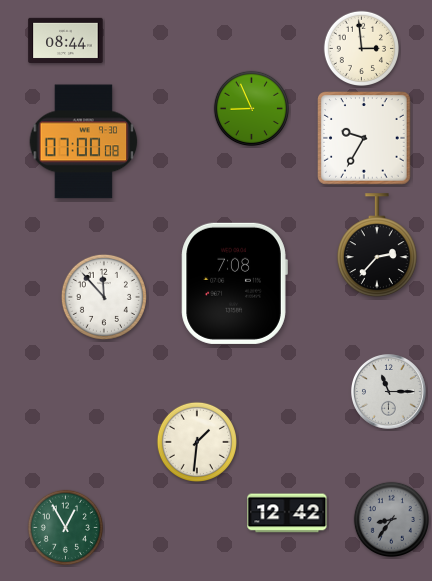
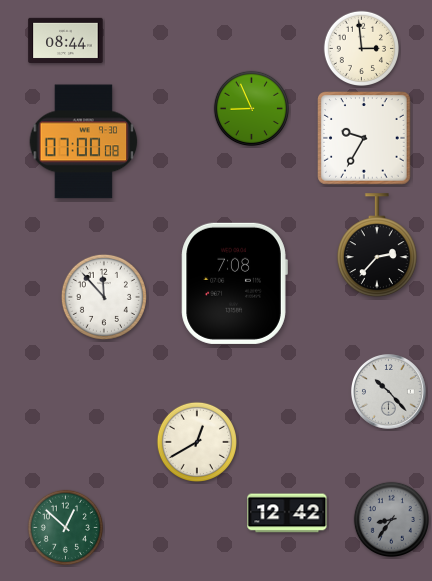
clock at (389, 392): 11:15 -> 10:23
clock at (197, 442): 1:31 -> 12:40
clock at (65, 527): 12:55 -> 12:52
